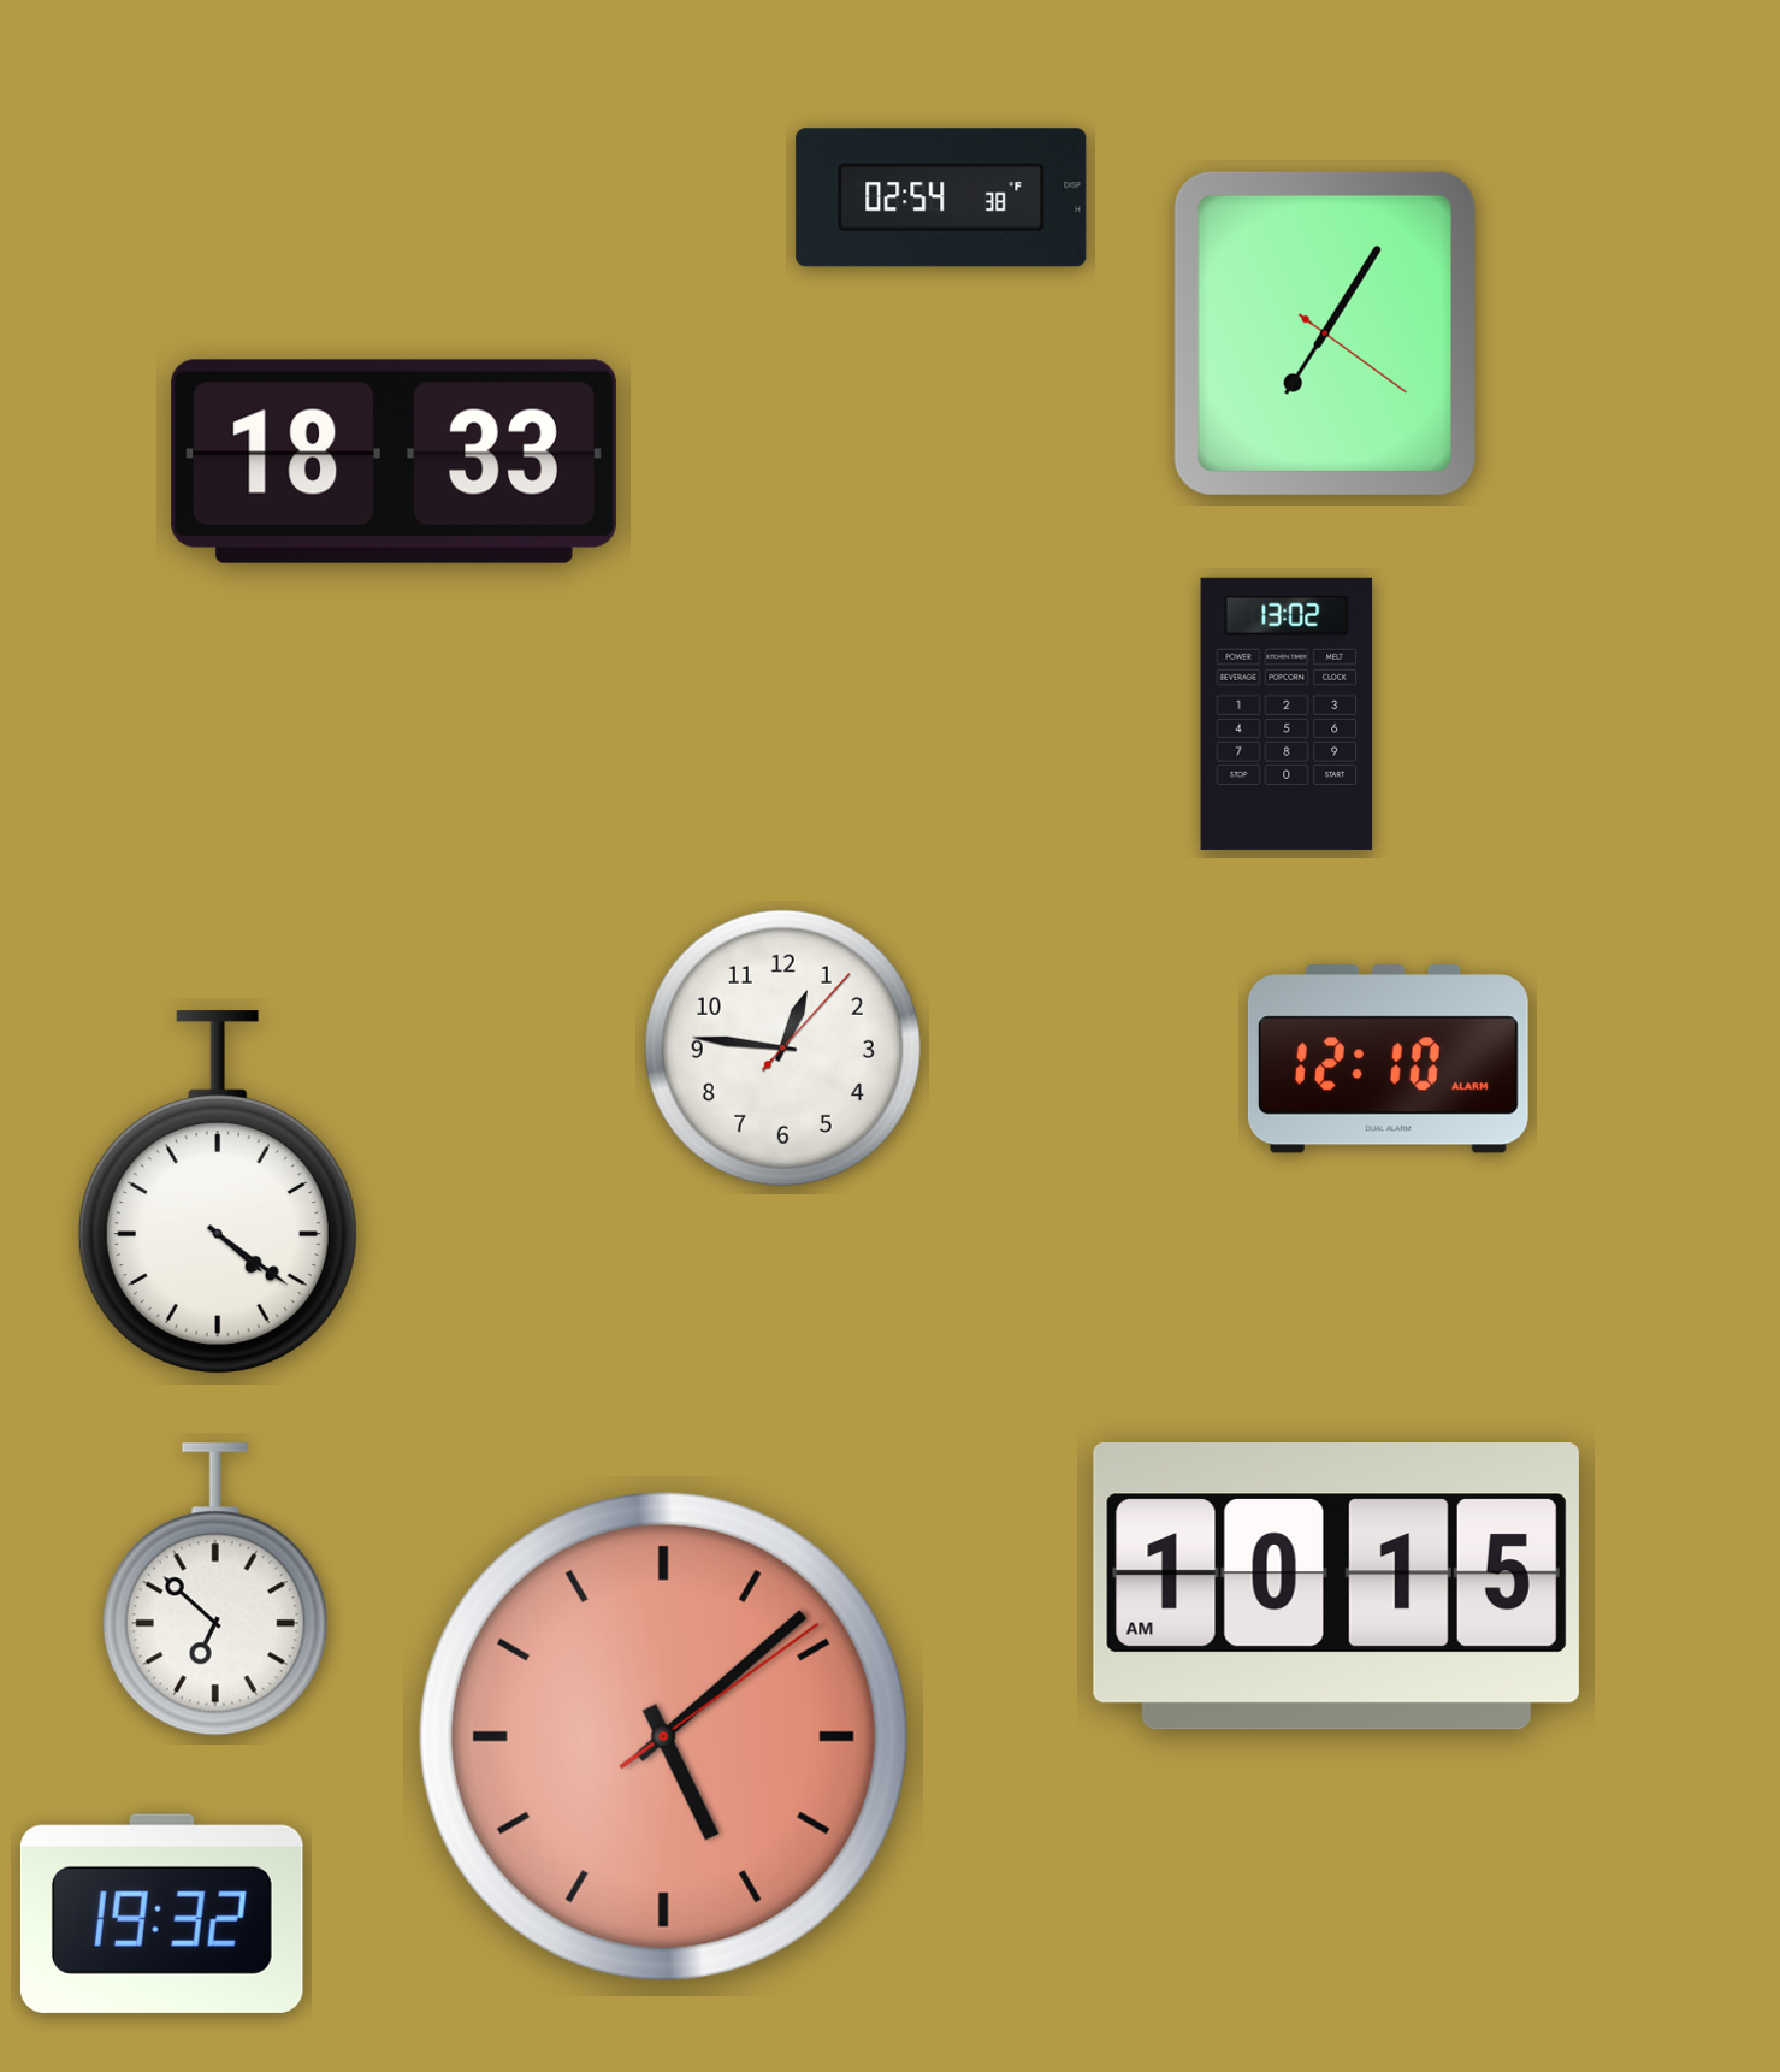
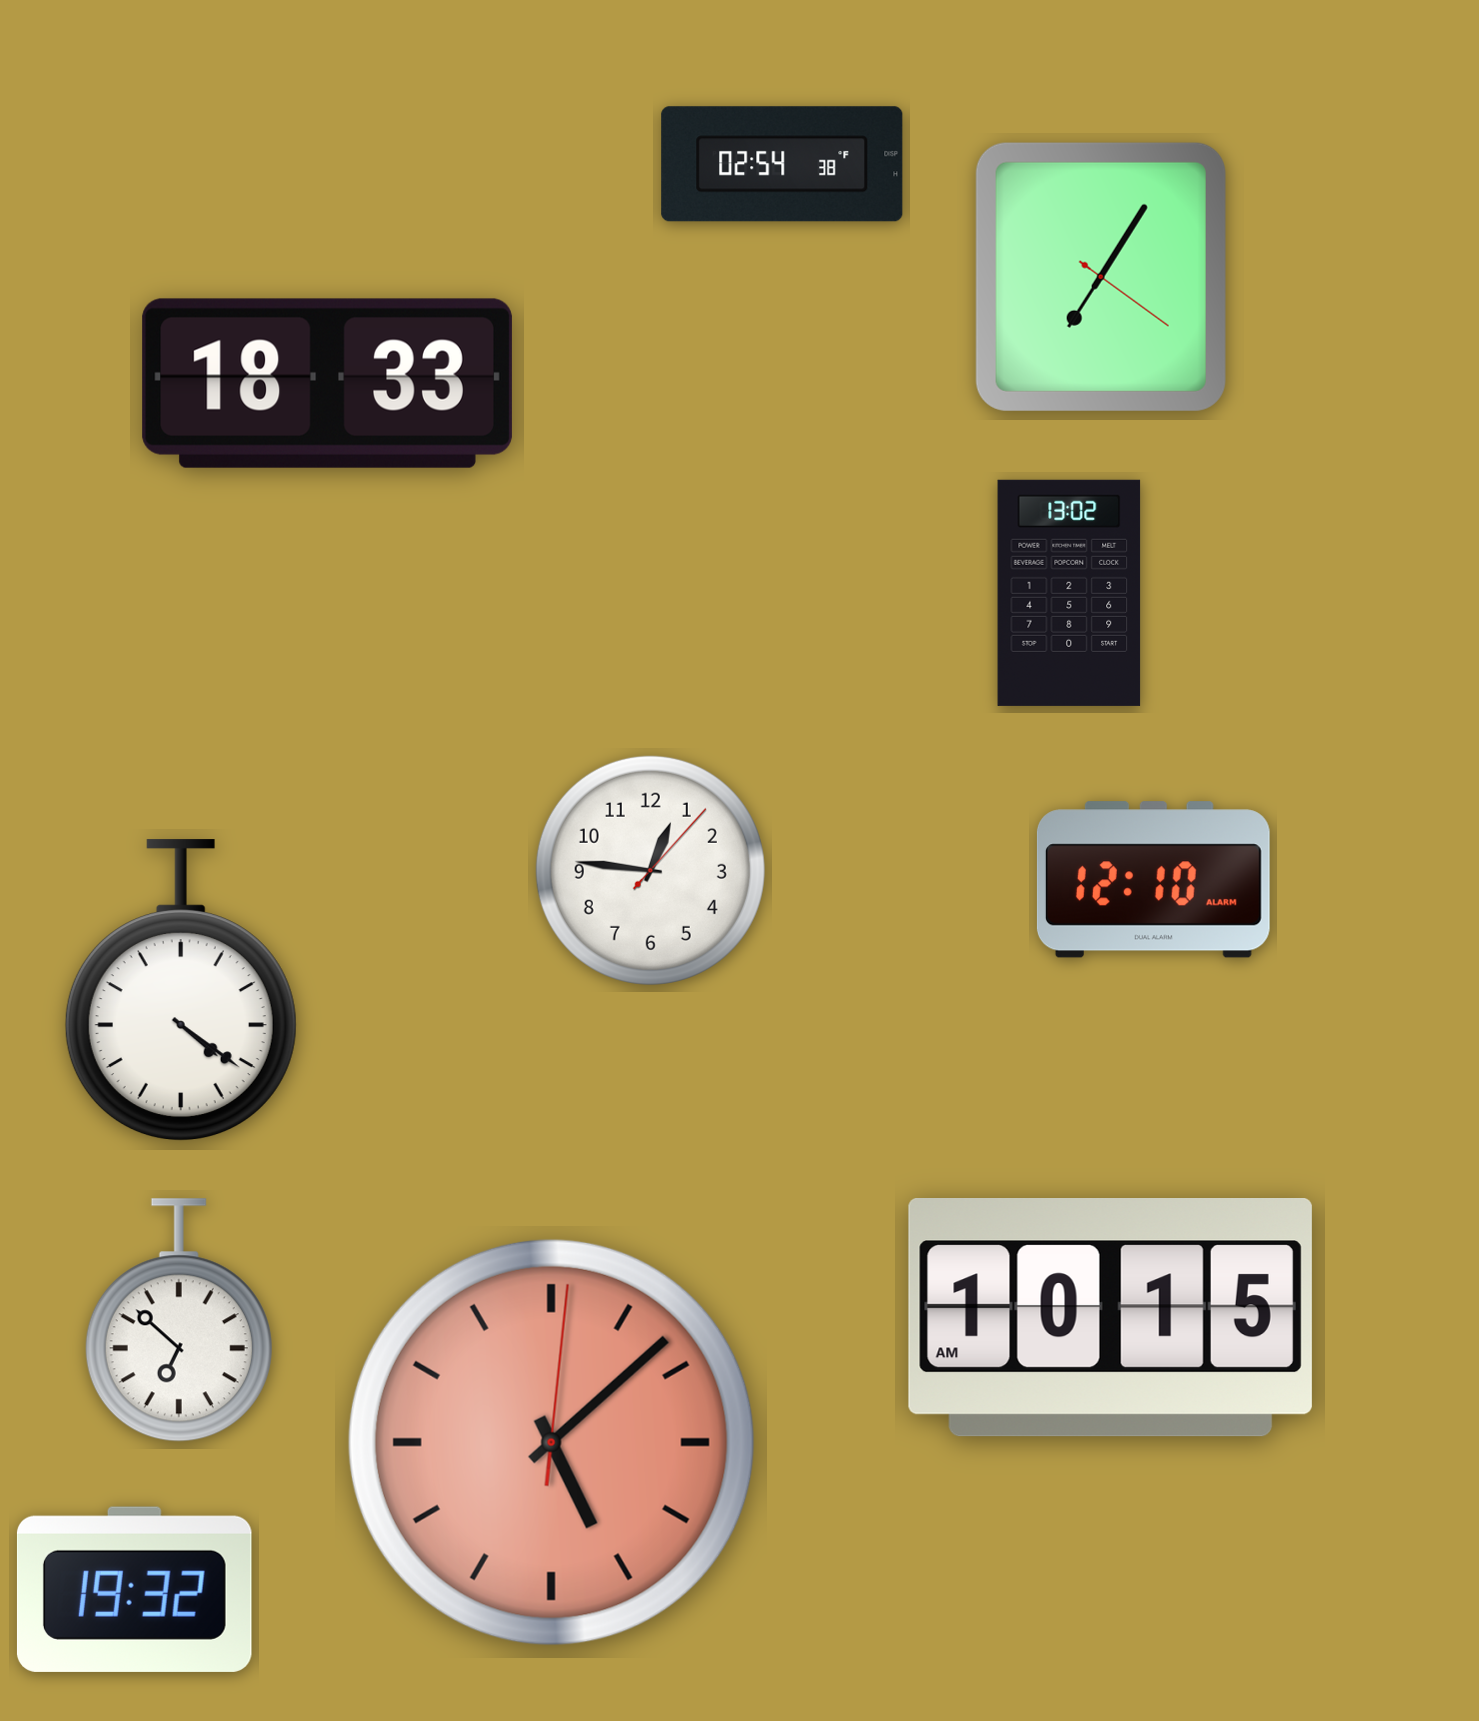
clock at (663, 1736): 5:08:09 -> 5:08:01
